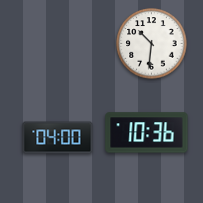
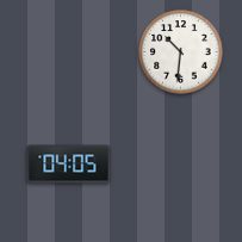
clock at (147, 133): 10:36 -> none
clock at (58, 138): 04:00 -> 04:05
